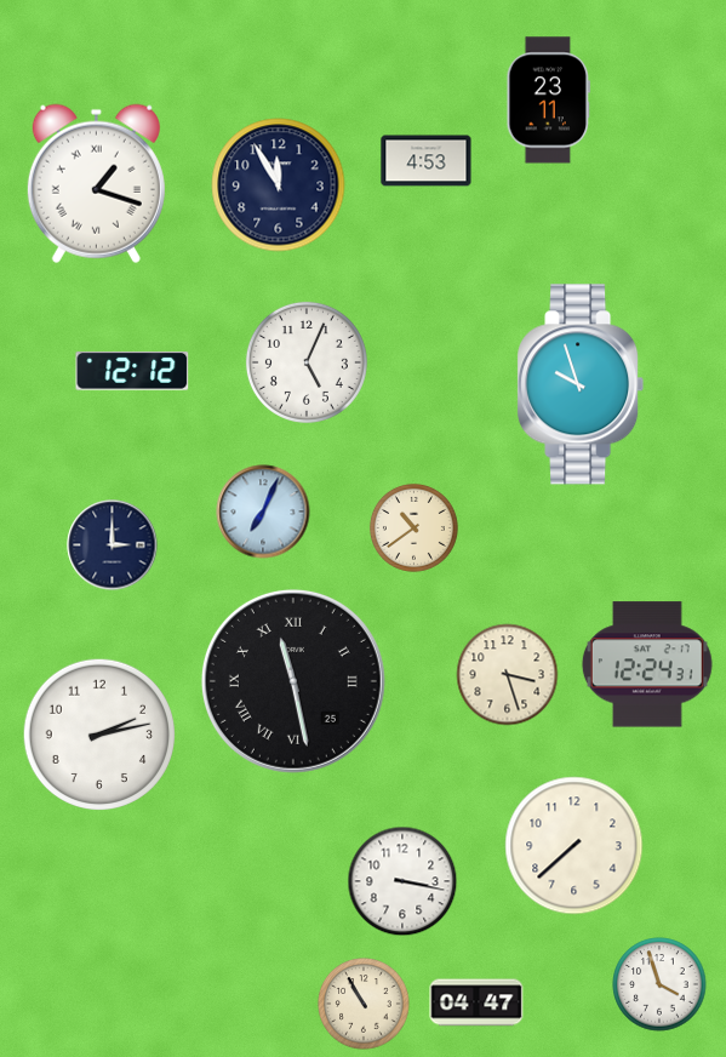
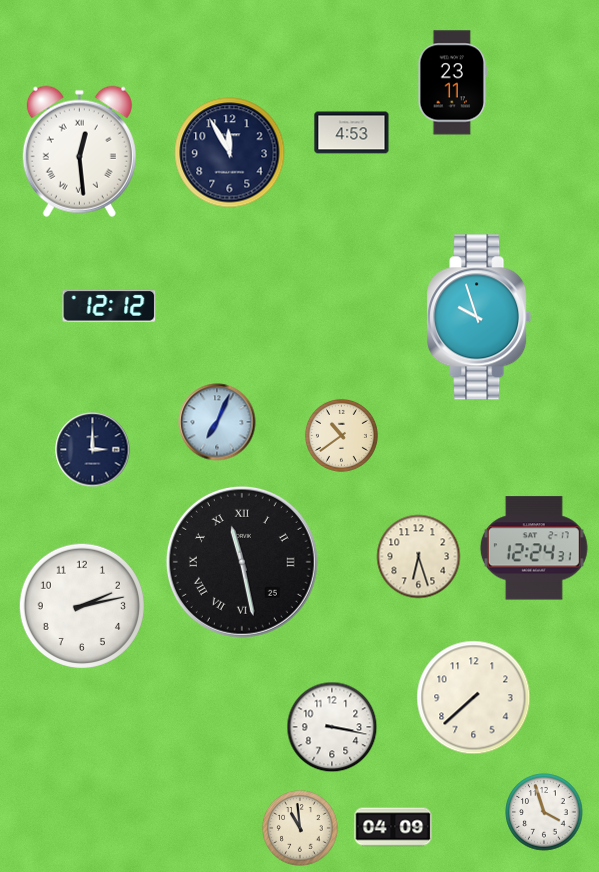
clock at (96, 183): 1:18 -> 12:29
clock at (307, 362): 5:04 -> none
clock at (508, 675): 3:27 -> 6:27
clock at (476, 1002): 04:47 -> 04:09
clock at (364, 1004): 10:55 -> 10:59
